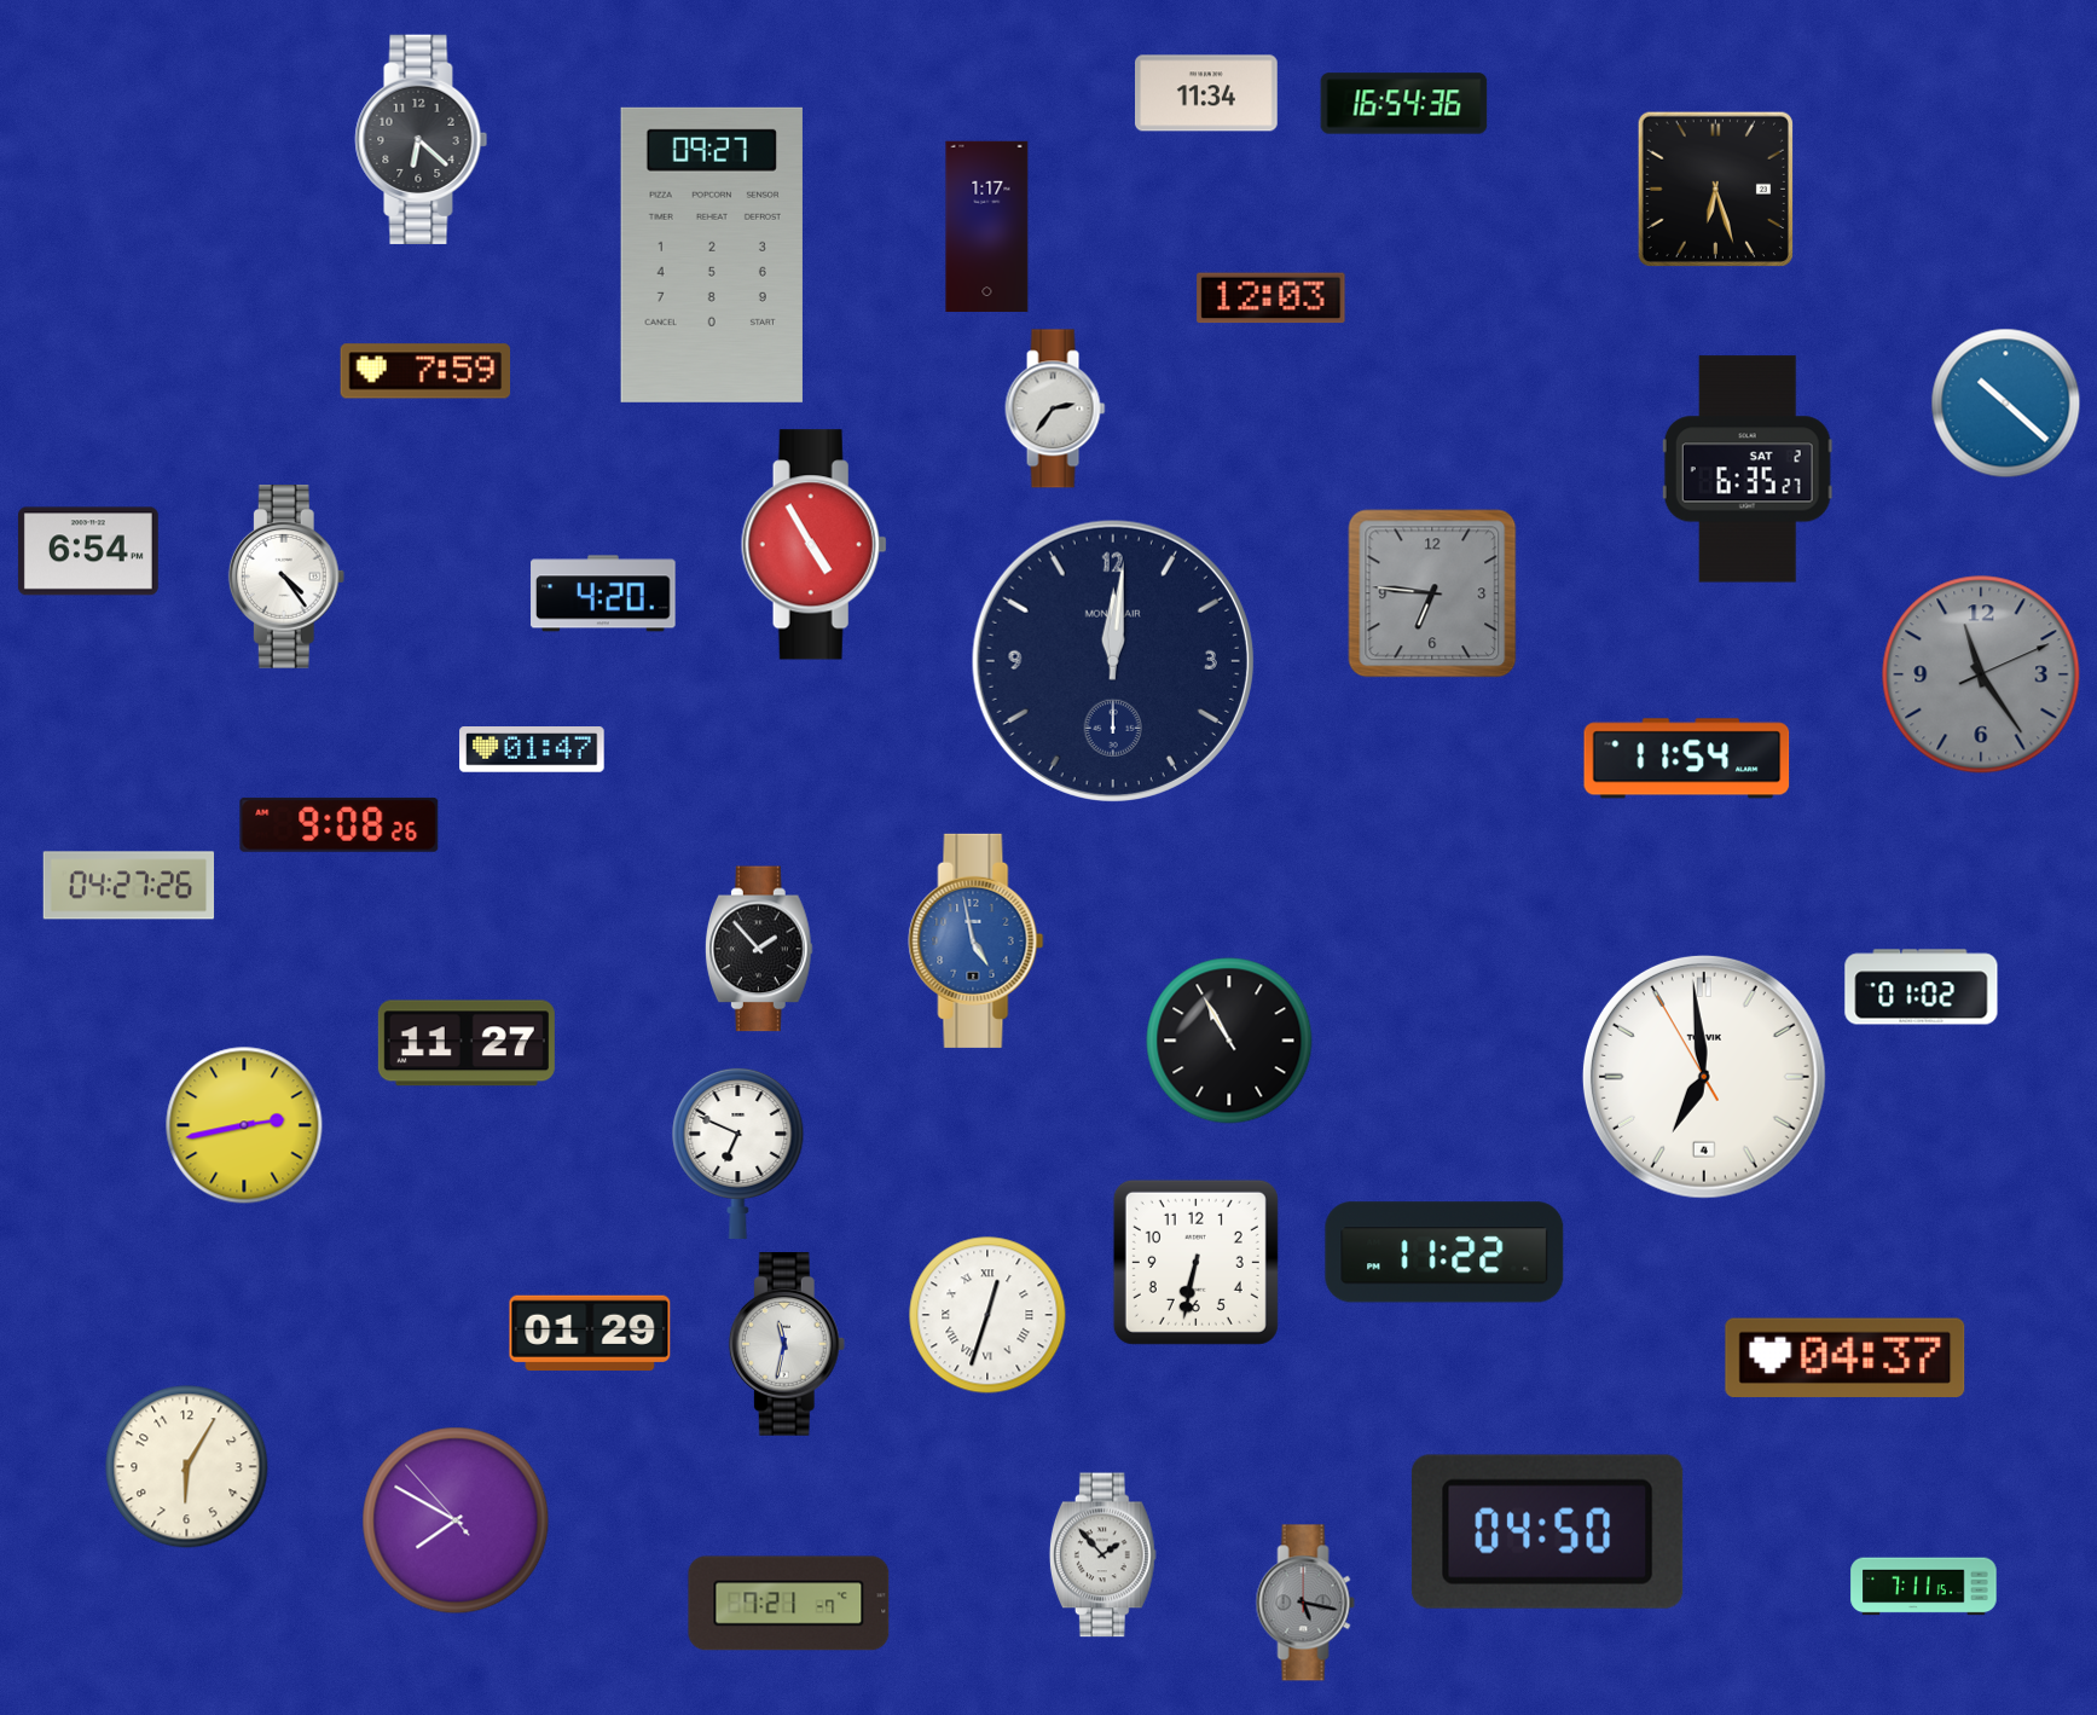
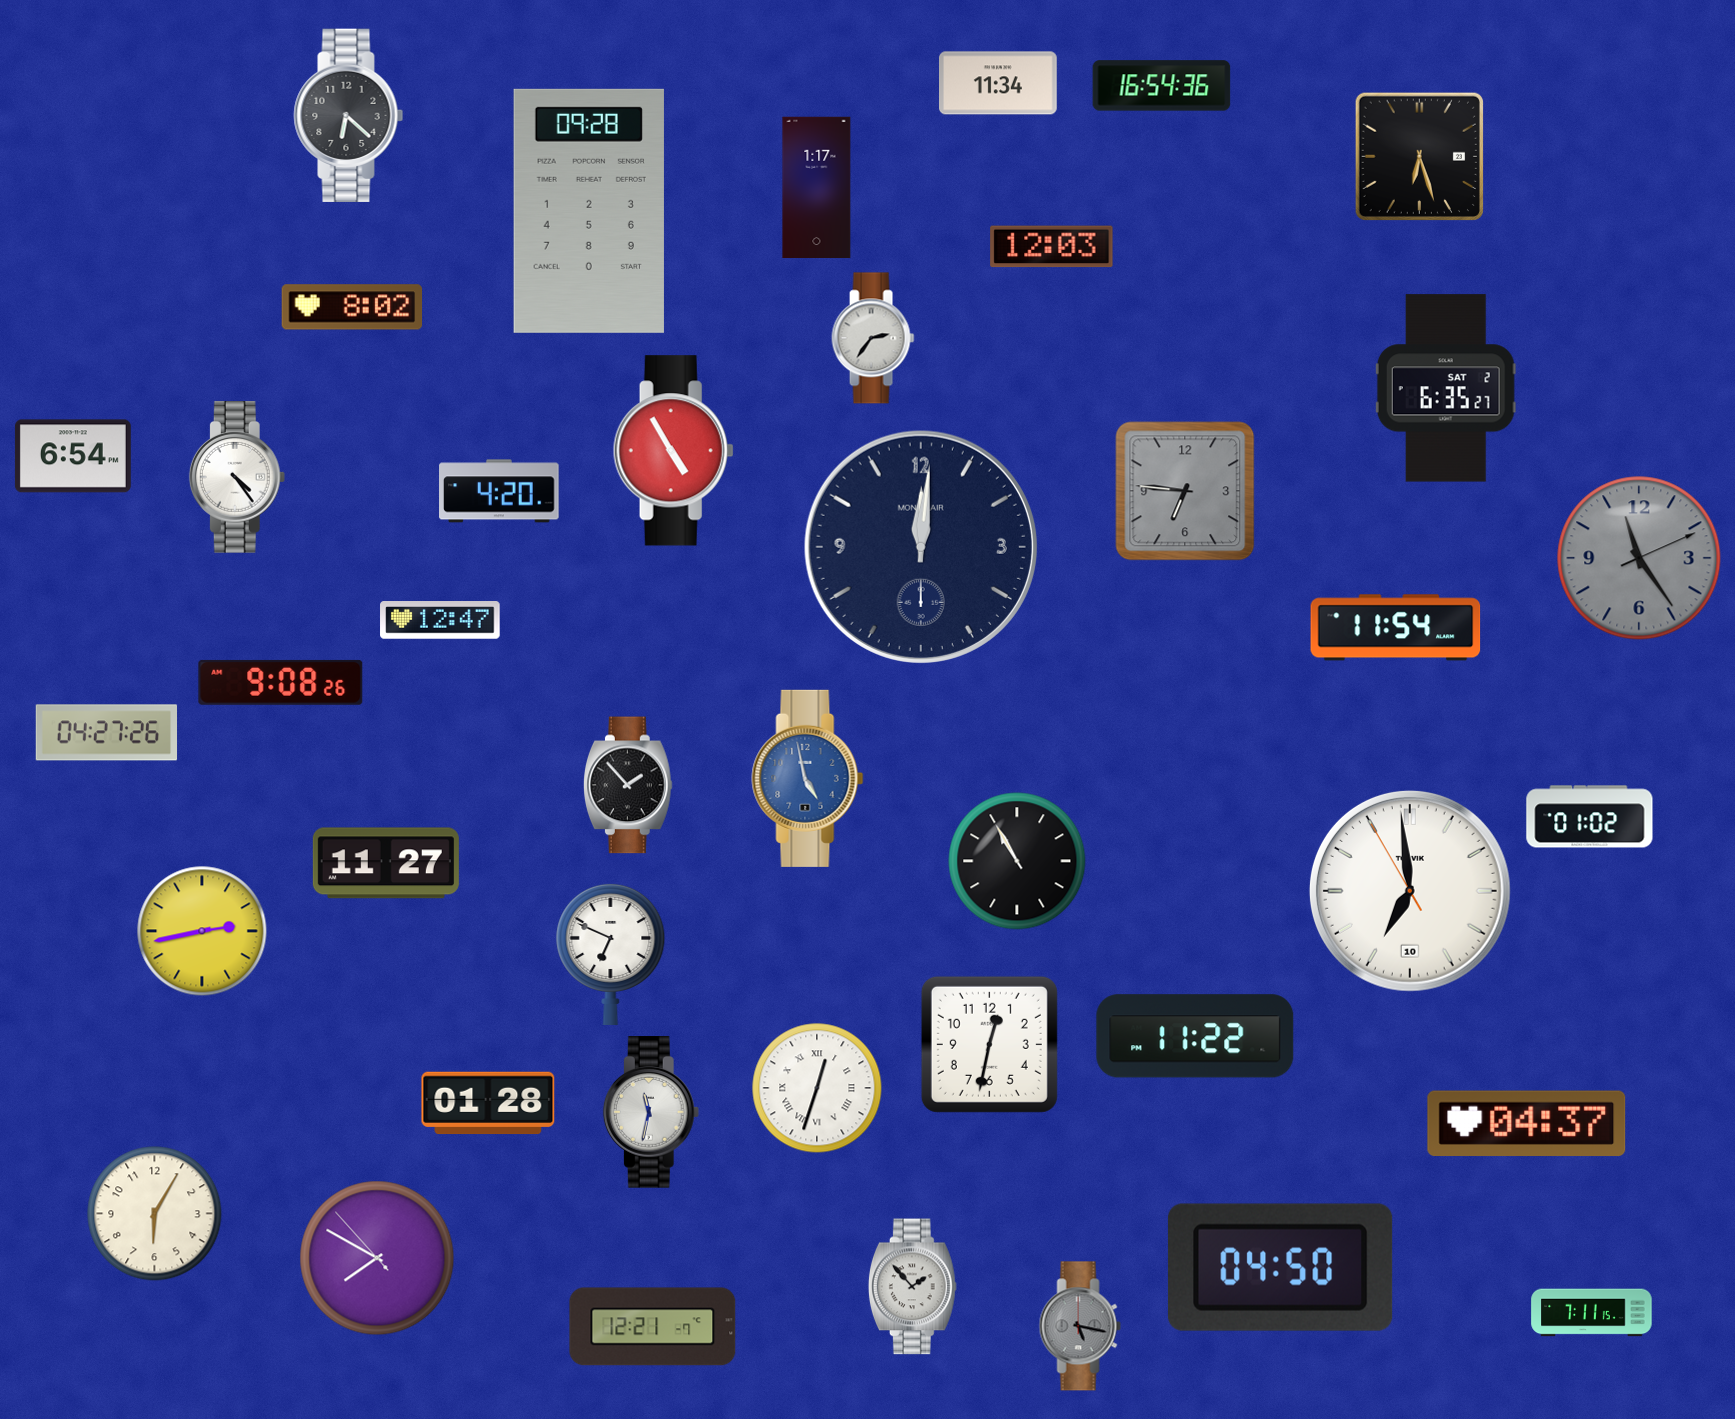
clock at (1207, 93) position: (1207, 93) -> (999, 83)
clock at (712, 255): 09:27 -> 09:28
clock at (425, 371): 7:59 -> 8:02
clock at (2006, 404): 10:22 -> none
clock at (532, 749): 01:47 -> 12:47
clock at (1704, 1077) date: 4 -> 10
clock at (1195, 1262): 6:32 -> 12:32
clock at (590, 1333): 01:29 -> 01:28
clock at (789, 1604): 7:21 -> 12:21
